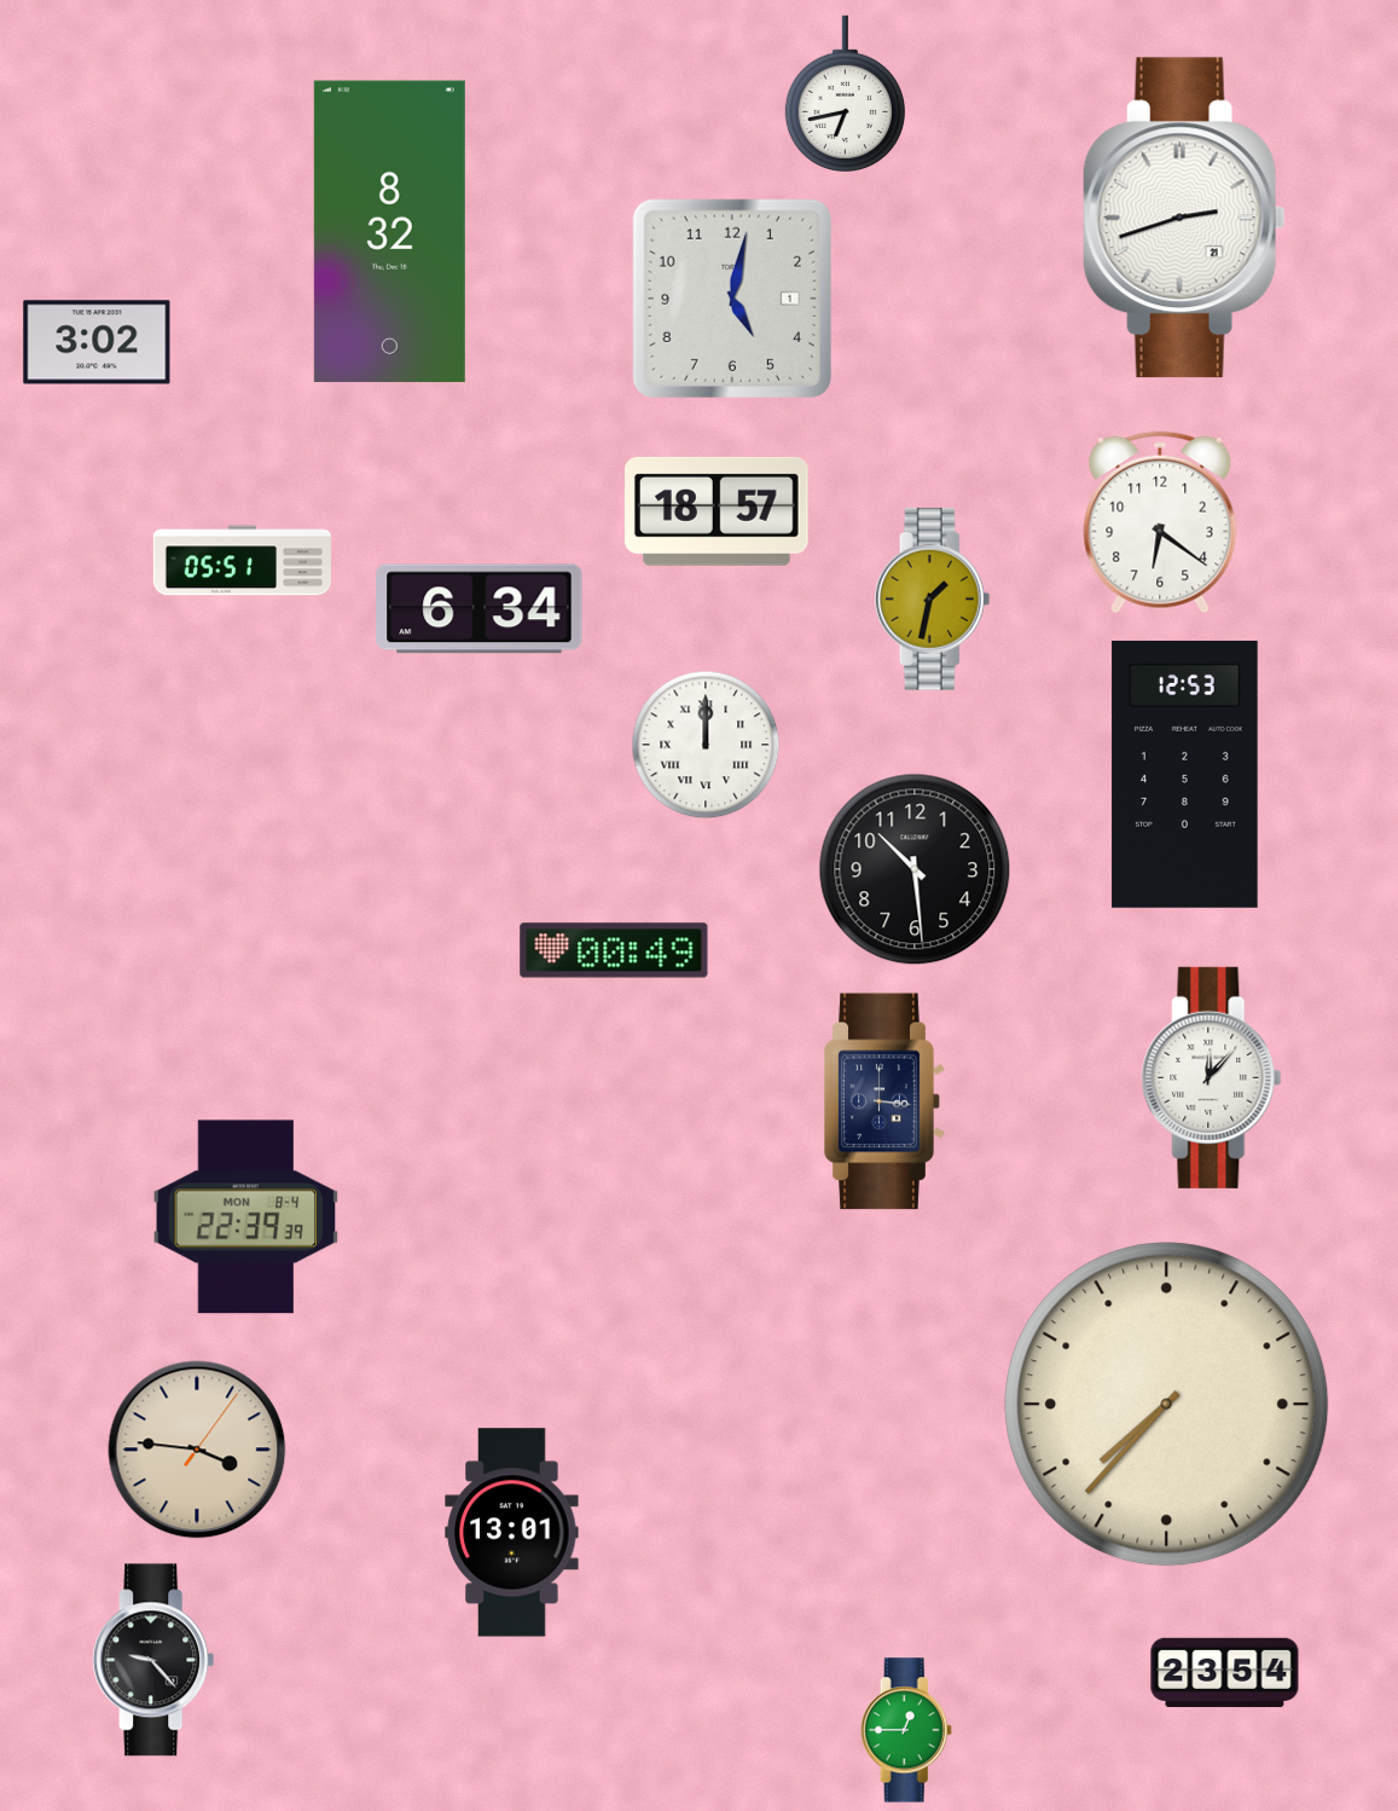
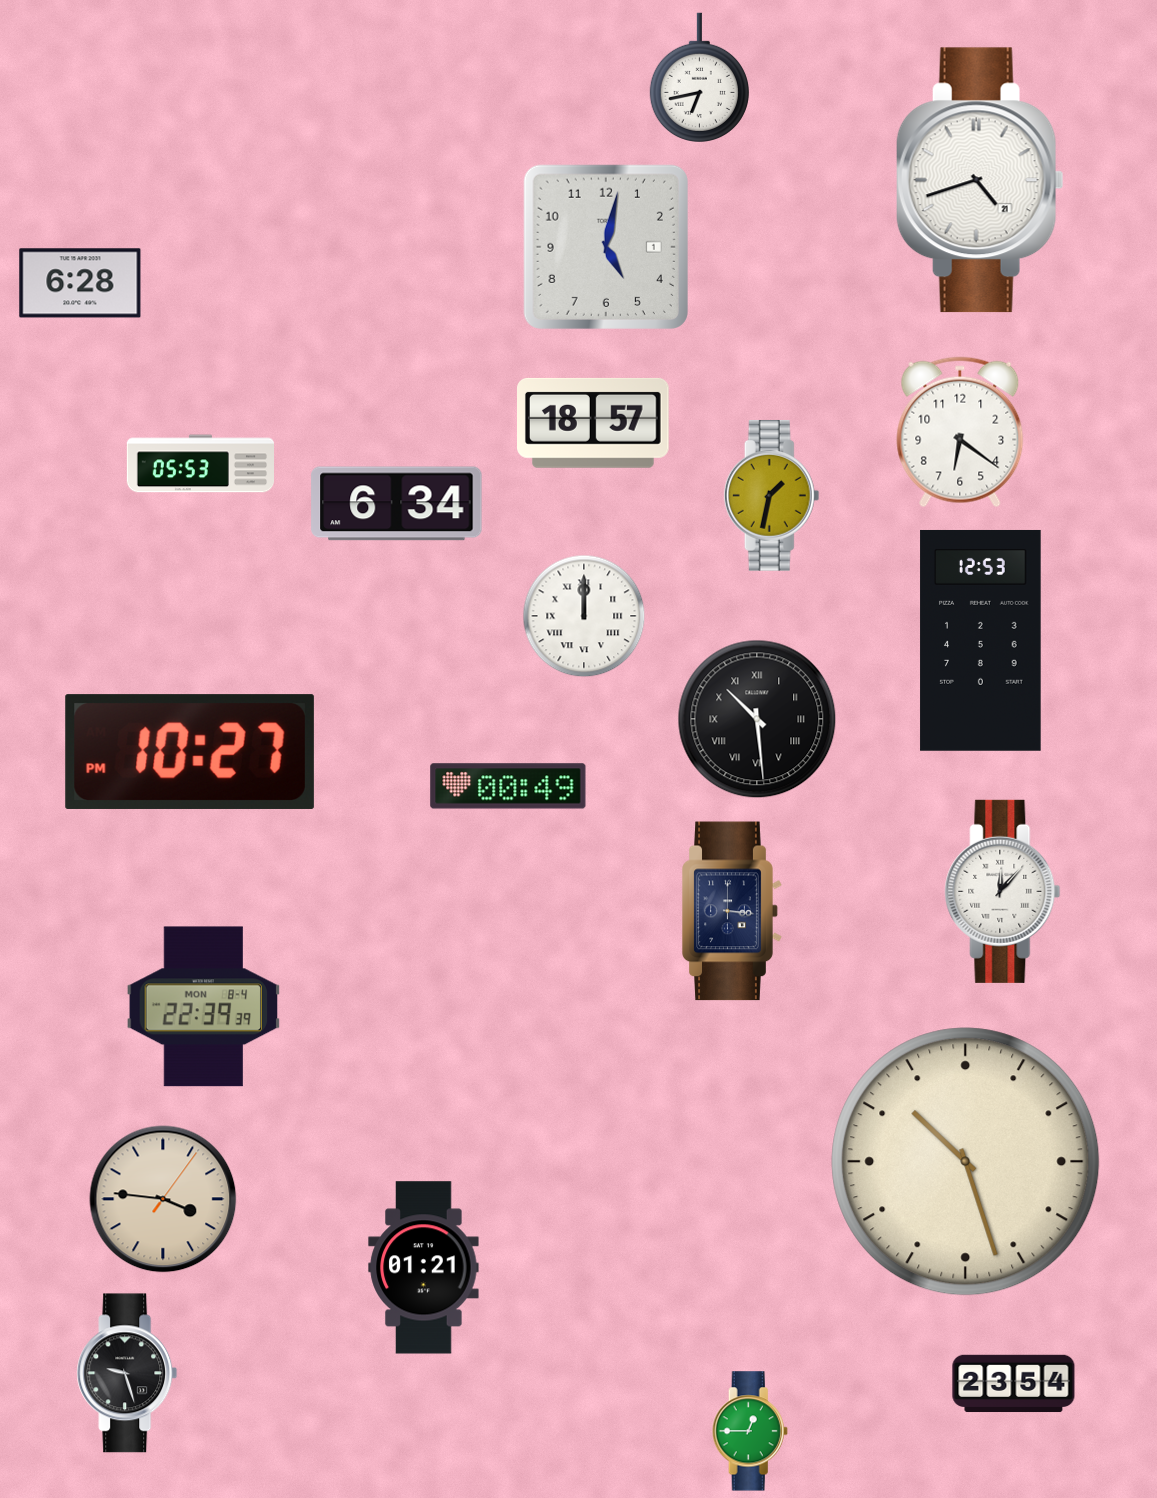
clock at (1184, 218): 2:42 -> 4:42
clock at (389, 232): 8:32 -> none
clock at (97, 342): 3:02 -> 6:28
clock at (242, 561): 05:51 -> 05:53
clock at (915, 869) numerals: Arabic -> Roman
clock at (190, 752): none -> 10:27
clock at (1167, 1405): 7:37 -> 10:27
clock at (512, 1533): 13:01 -> 01:21
clock at (153, 1660): 9:23 -> 9:27
